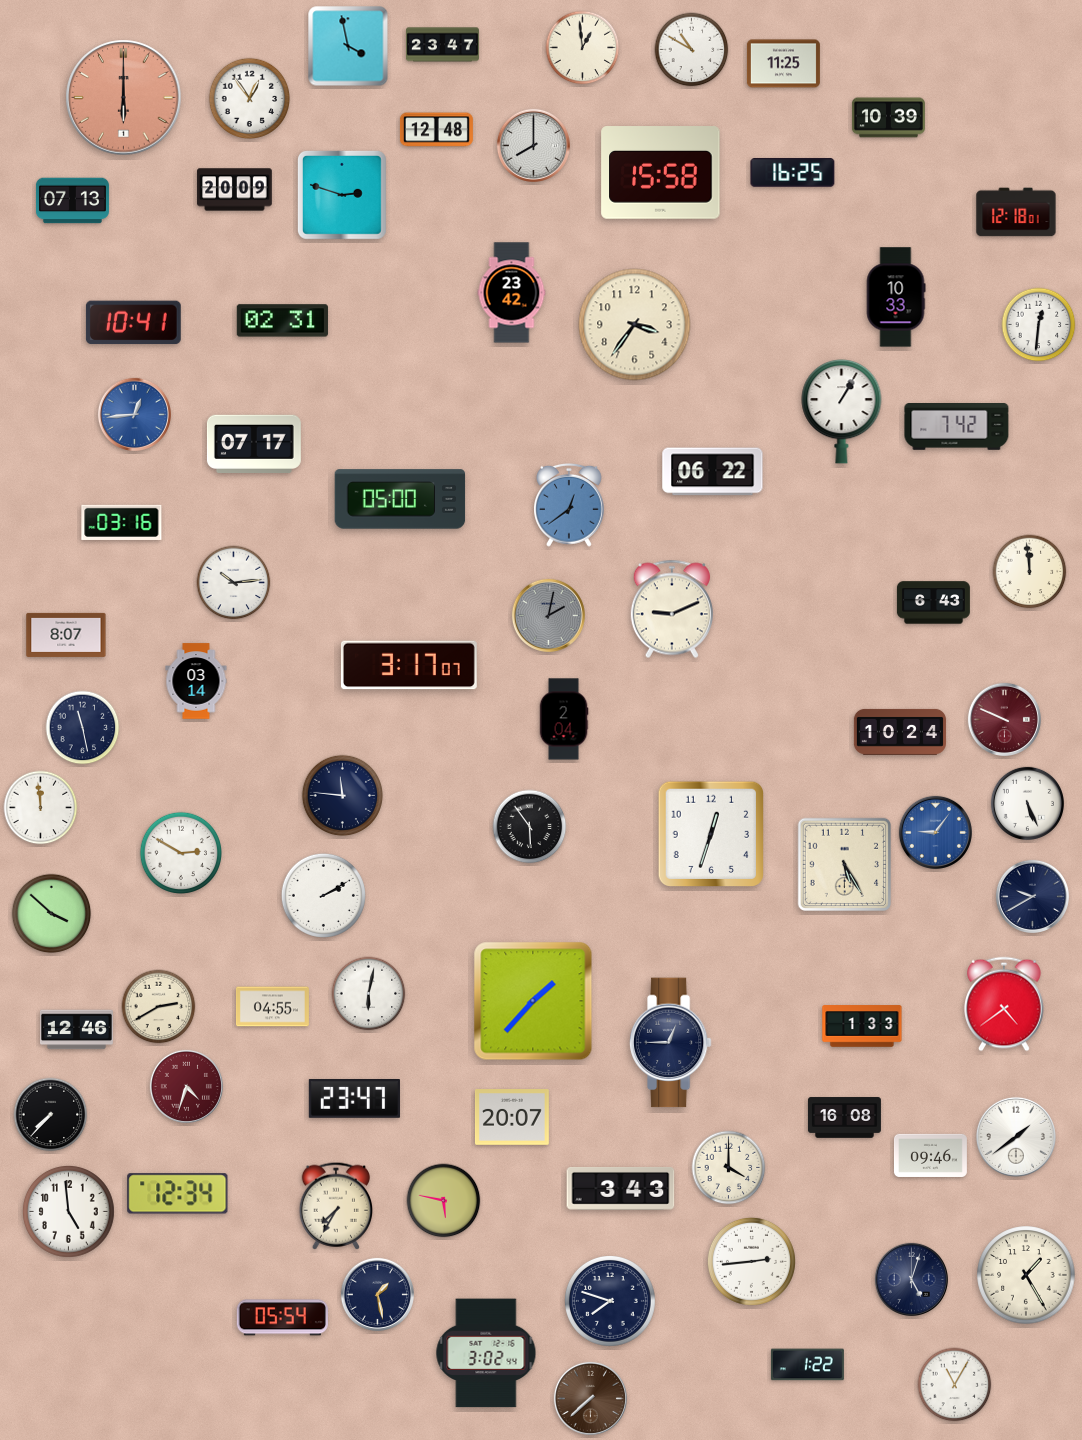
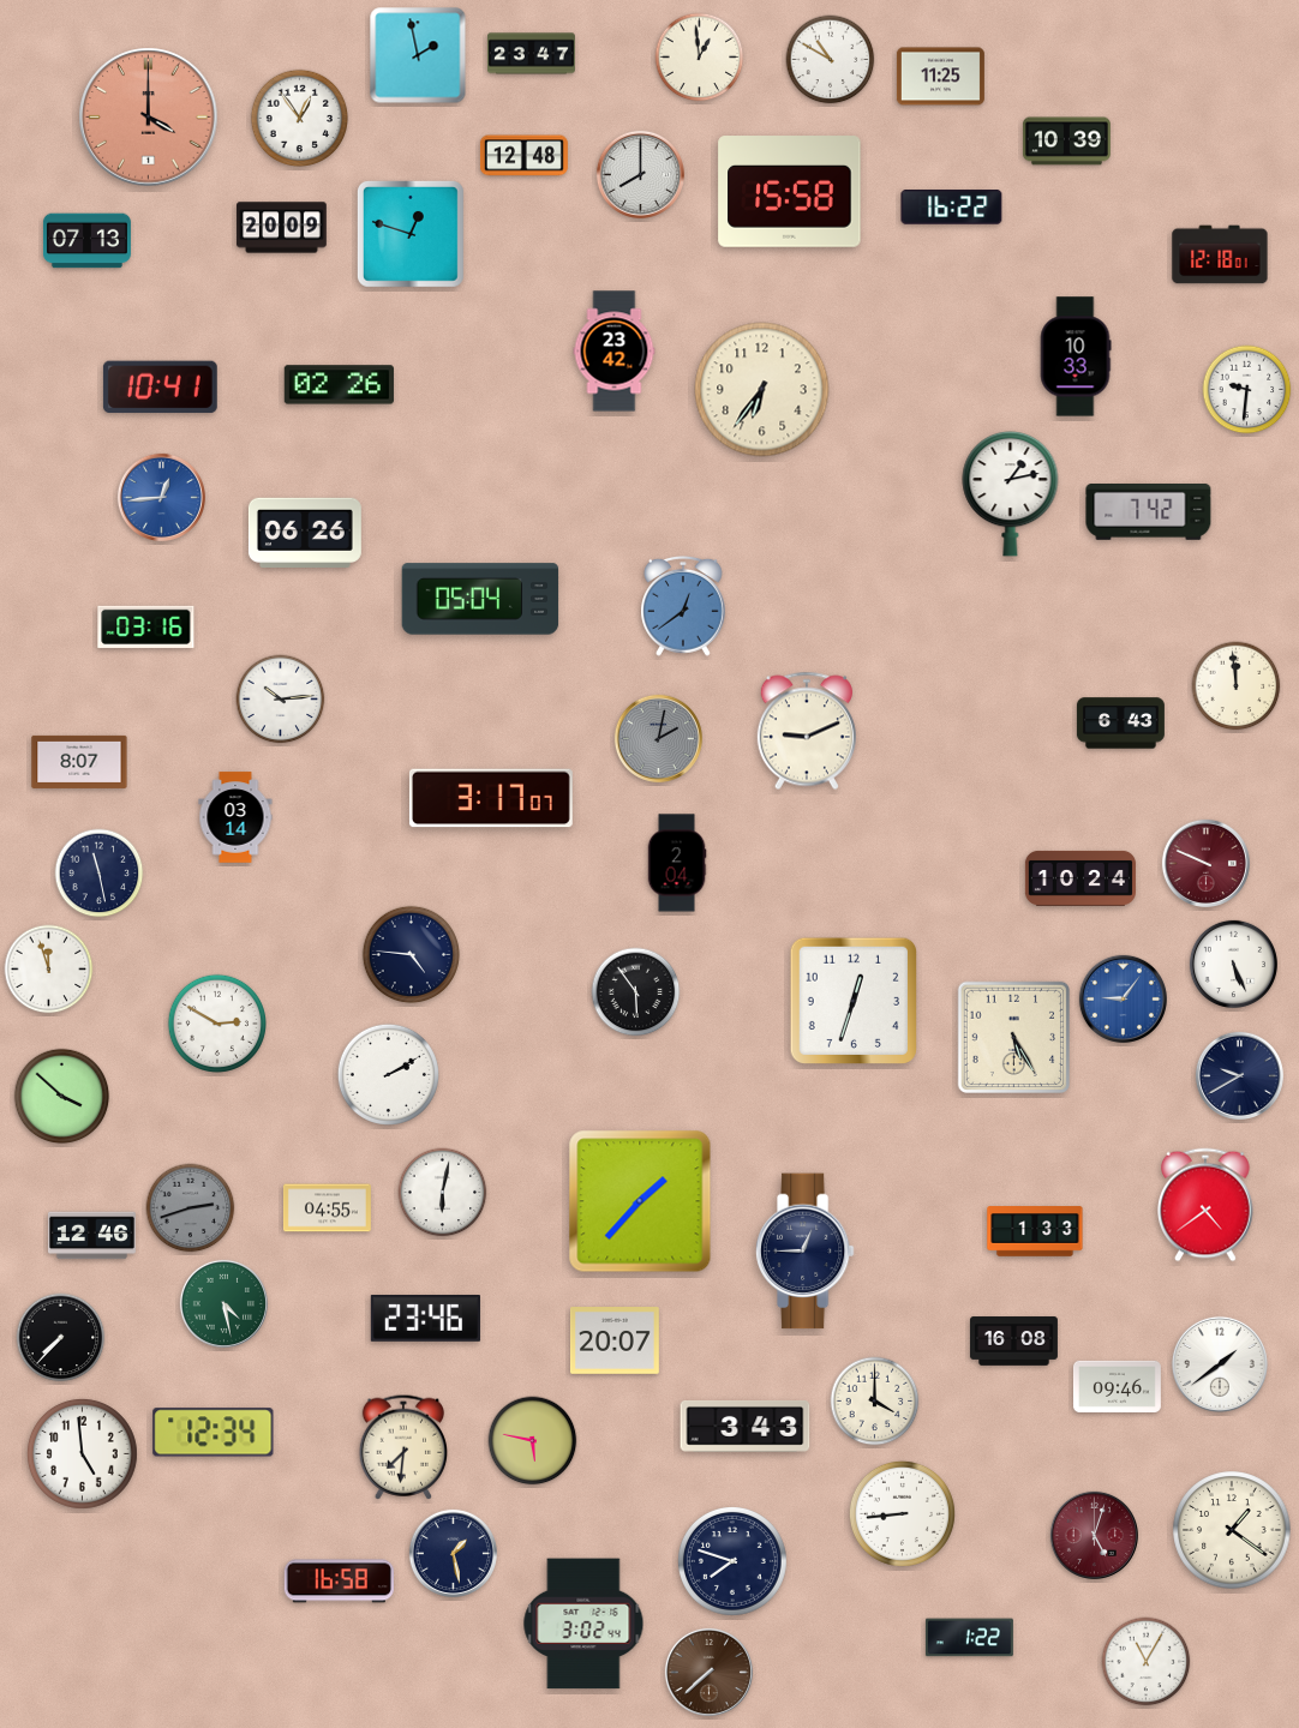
clock at (348, 46): 3:58 -> 1:58
clock at (124, 98): 6:00 -> 4:00
clock at (661, 173) position: (661, 173) -> (790, 192)
clock at (793, 173): 16:25 -> 16:22
clock at (342, 195): 2:48 -> 12:48
clock at (282, 321): 02:31 -> 02:26
clock at (635, 325): 3:36 -> 6:36
clock at (1039, 325): 12:31 -> 9:31
clock at (842, 411): 1:05 -> 1:13
clock at (254, 443): 07:17 -> 06:26
clock at (713, 472): 06:22 -> none
clock at (400, 499): 05:00 -> 05:04
clock at (343, 796): 11:46 -> 4:46
clock at (41, 808): 11:59 -> 11:57
clock at (159, 1007): 2:40 -> 2:42
clock at (159, 1007) dial: cream -> grey
clock at (186, 1086): 4:33 -> 4:28
clock at (186, 1086) dial: burgundy -> green
clock at (354, 1099): 23:47 -> 23:46
clock at (335, 1206): 7:35 -> 7:31
clock at (751, 1261): 2:44 -> 8:44
clock at (1026, 1275): 1:25 -> 1:21
clock at (911, 1279) dial: navy -> burgundy
clock at (282, 1318): 05:54 -> 16:58
clock at (590, 1398) position: (590, 1398) -> (708, 1672)
